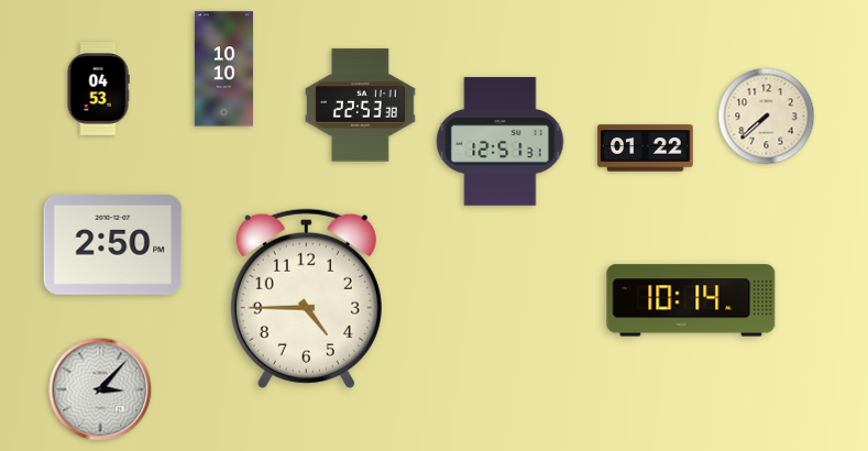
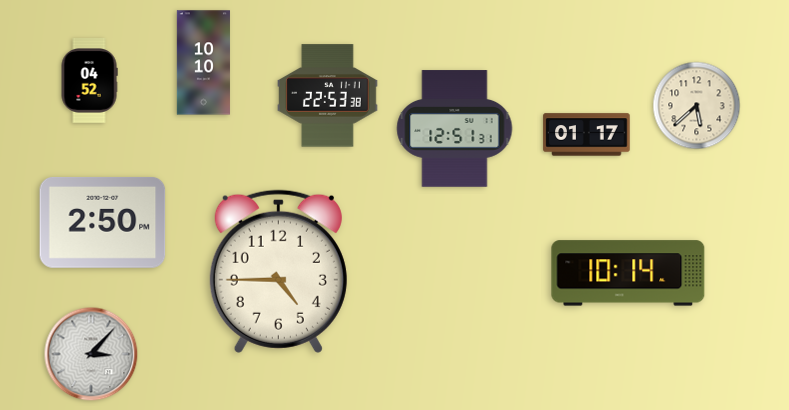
clock at (98, 89): 04:53 -> 04:52
clock at (767, 117): 7:38 -> 5:38
clock at (646, 148): 01:22 -> 01:17
